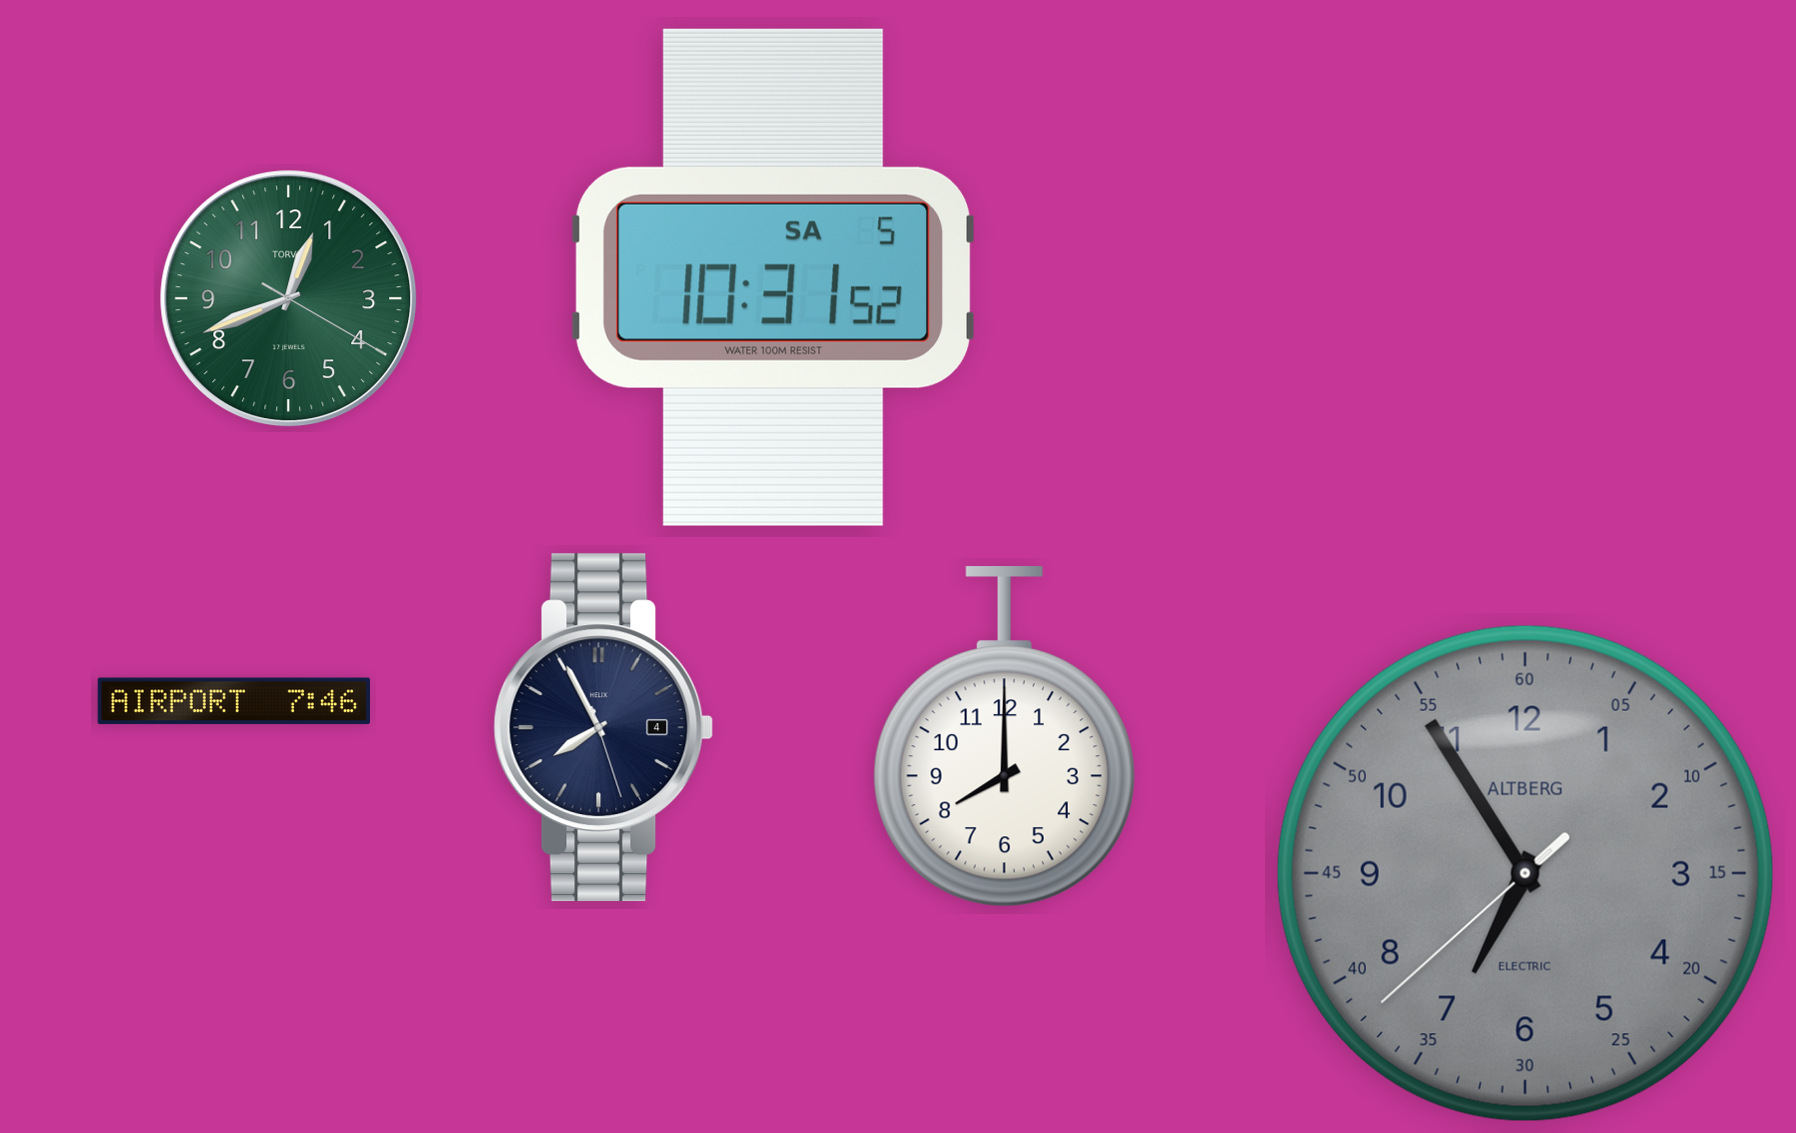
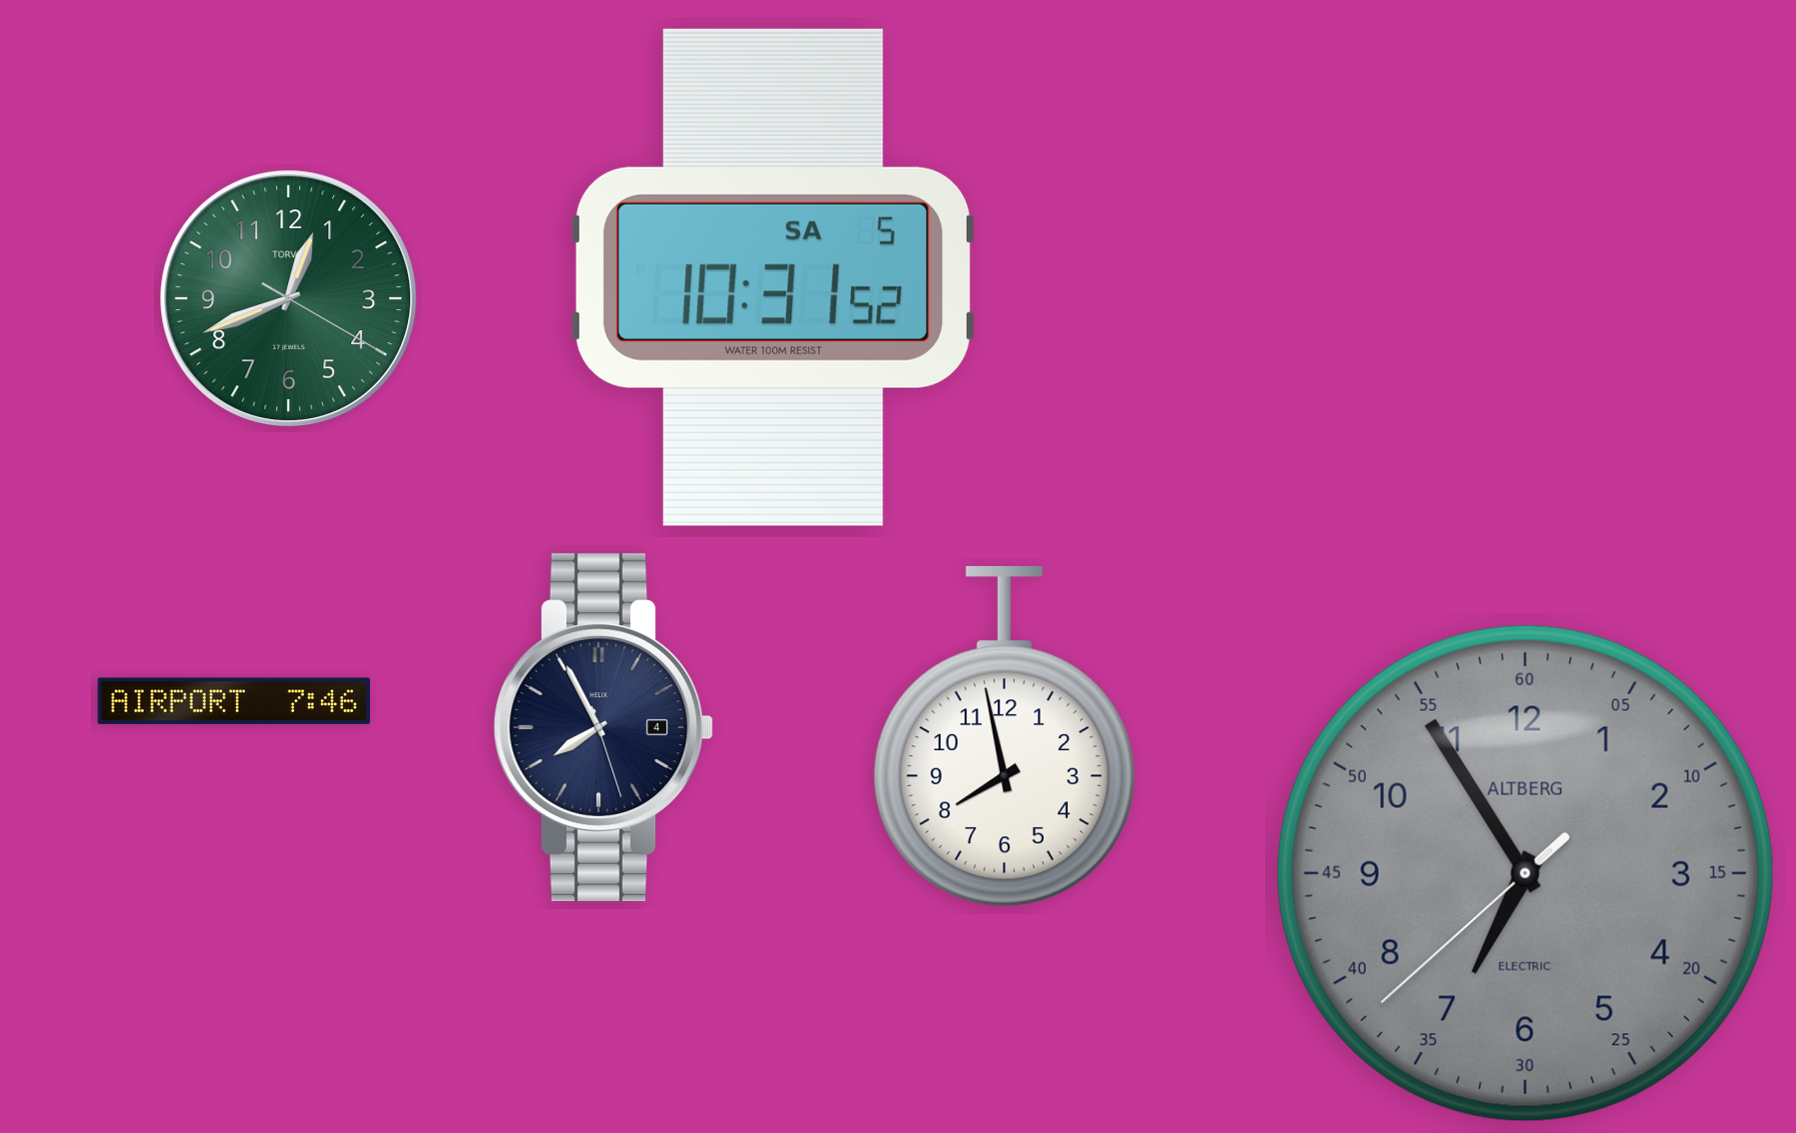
clock at (1004, 737): 8:00 -> 7:58
